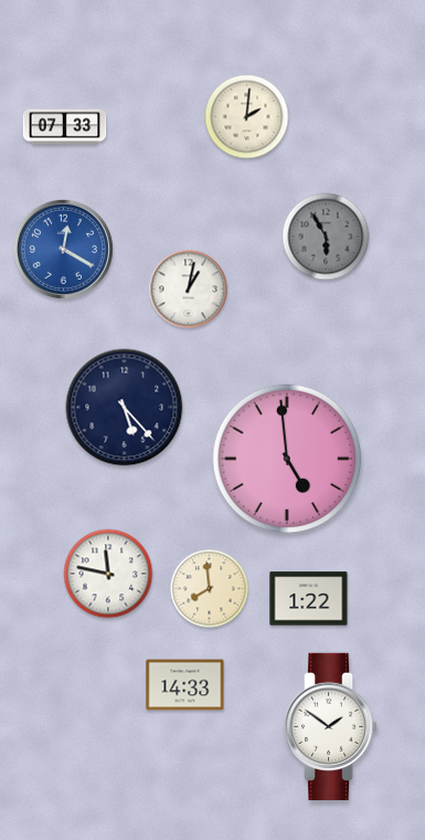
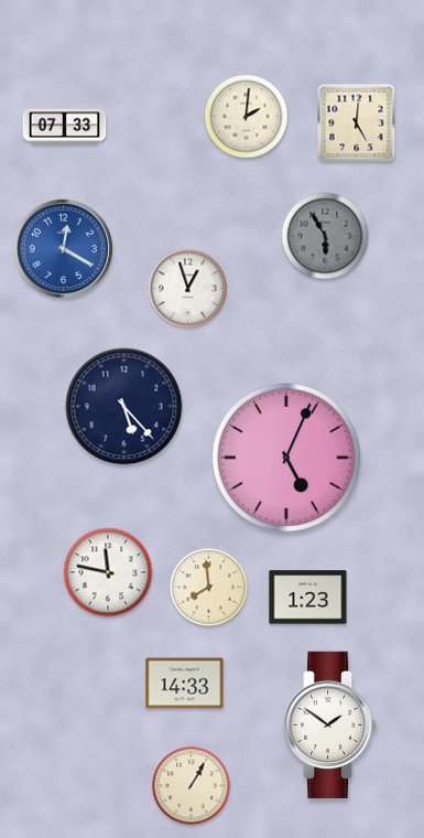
clock at (357, 123): none -> 5:01
clock at (189, 290): 1:02 -> 12:57
clock at (287, 459): 4:59 -> 5:04
clock at (309, 599): 1:22 -> 1:23
clock at (192, 786): none -> 1:05
